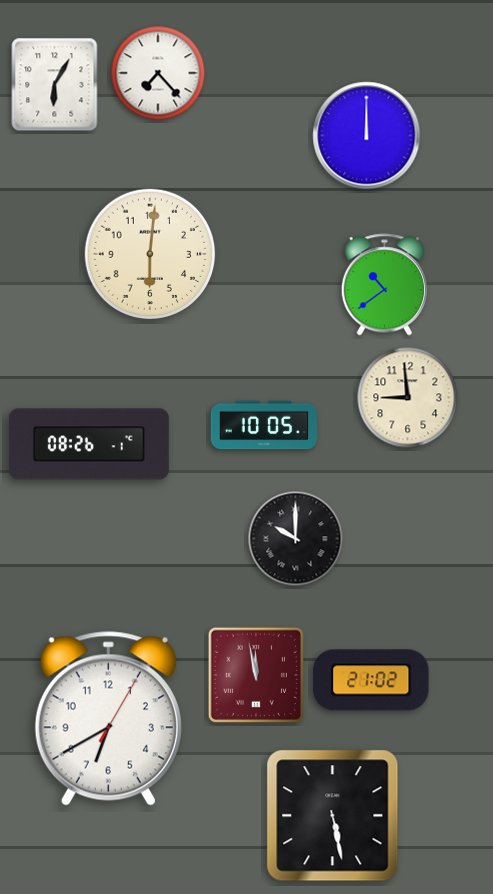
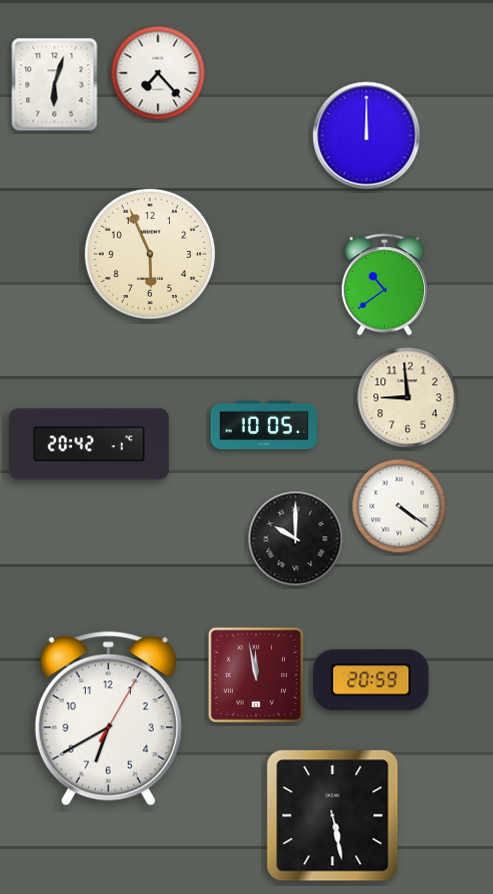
clock at (55, 85): 6:05 -> 6:03
clock at (150, 254): 6:01 -> 5:56
clock at (89, 444): 08:26 -> 20:42
clock at (399, 506): none -> 4:21
clock at (371, 680): 21:02 -> 20:59
